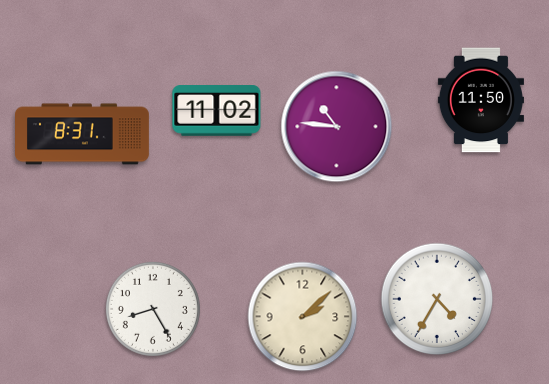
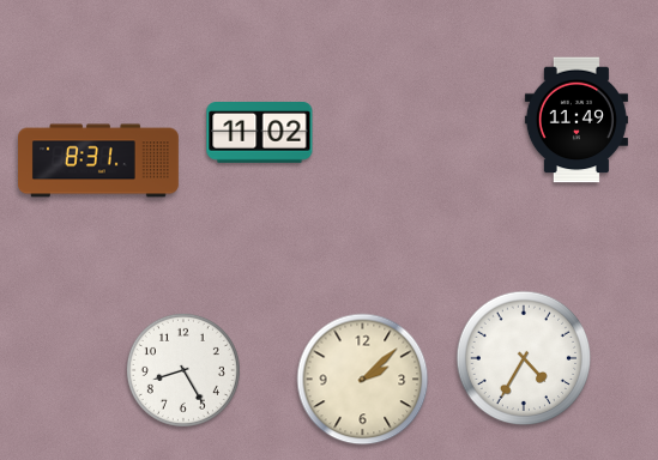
clock at (481, 100): 11:50 -> 11:49
clock at (337, 127): 10:46 -> none
